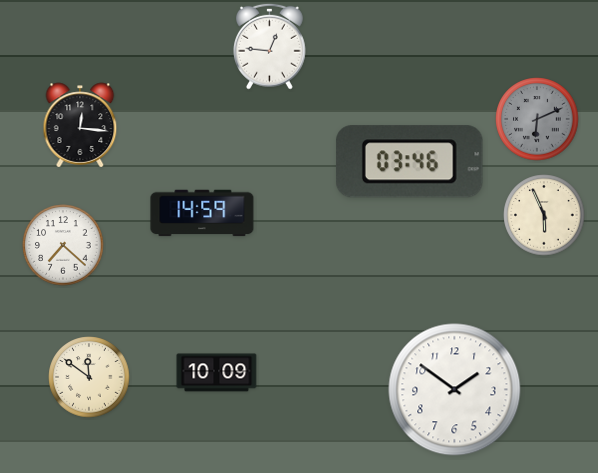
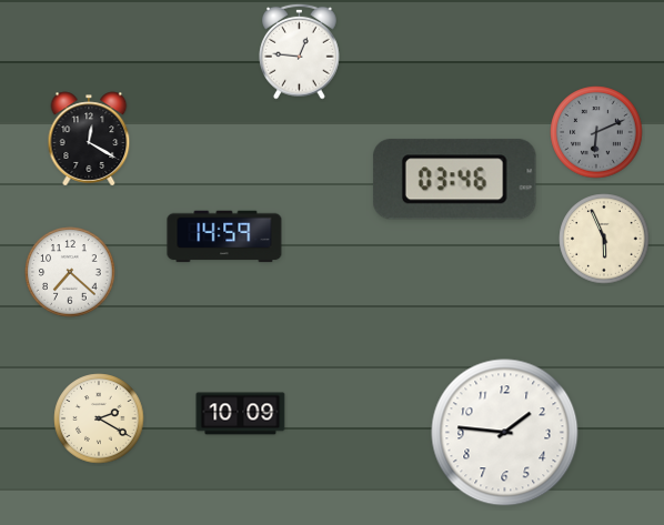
clock at (80, 125): 12:16 -> 12:20
clock at (89, 377): 11:51 -> 2:20
clock at (455, 390): 1:51 -> 1:46
